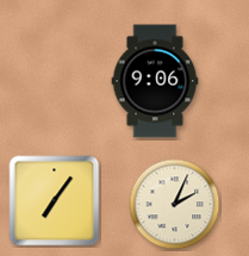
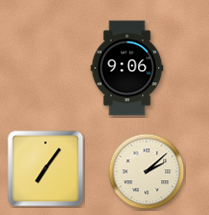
clock at (155, 81) position: (155, 81) -> (127, 68)
clock at (175, 205): 2:04 -> 2:08
